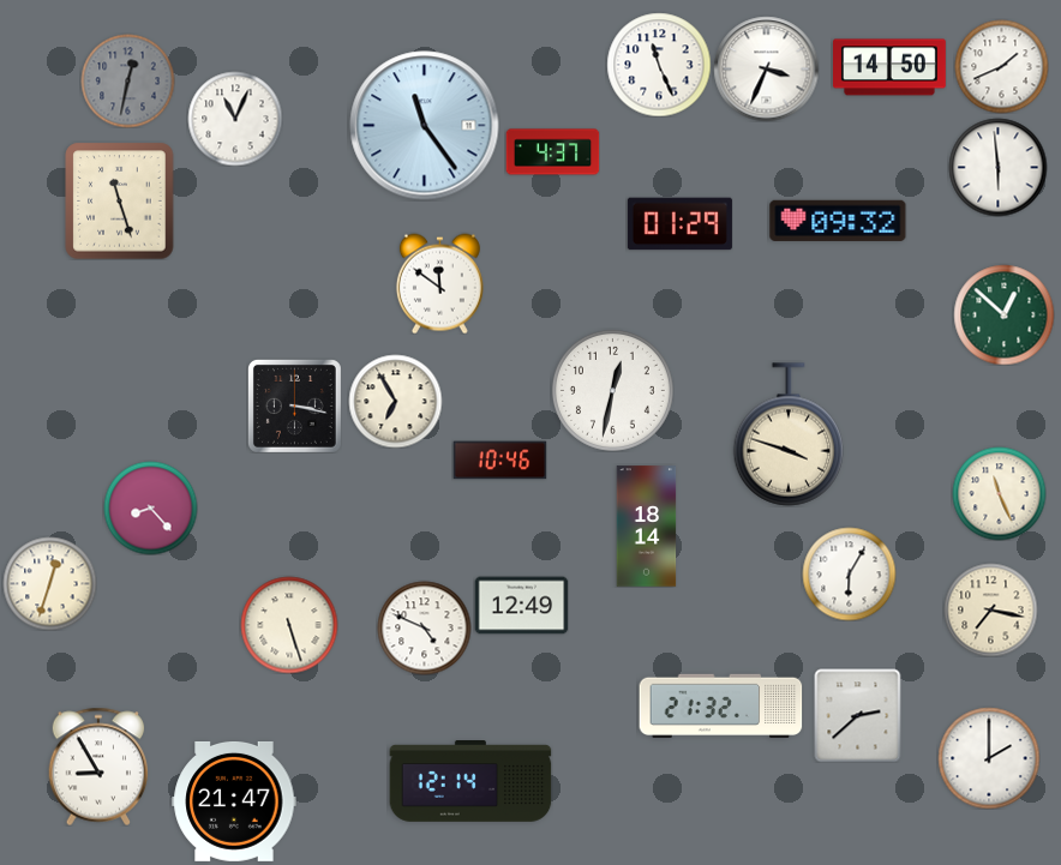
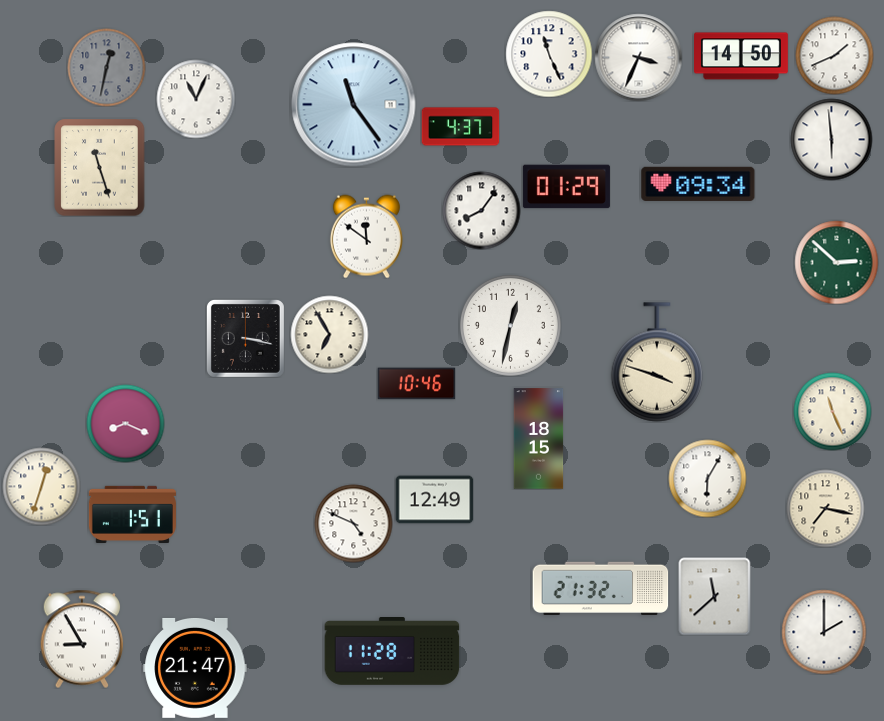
clock at (838, 221): 09:32 -> 09:34
clock at (481, 210): none -> 8:06
clock at (1003, 314): 12:52 -> 2:52
clock at (150, 507): 8:23 -> 8:19
clock at (647, 527): 18:14 -> 18:15
clock at (521, 606) position: (521, 606) -> (434, 500)
clock at (132, 514): none -> 1:51
clock at (289, 625): 5:27 -> none
clock at (858, 715): 2:38 -> 11:38
clock at (470, 782): 12:14 -> 11:28
